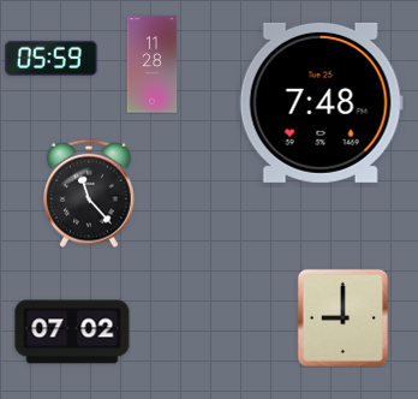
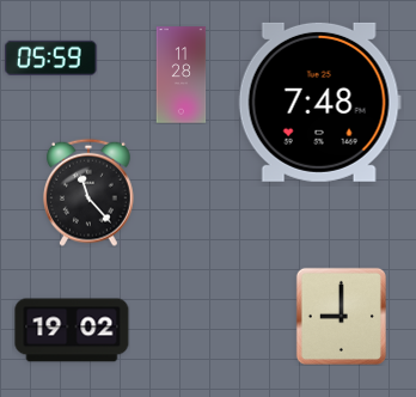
clock at (153, 65) position: (153, 65) -> (182, 75)
clock at (72, 332): 07:02 -> 19:02
